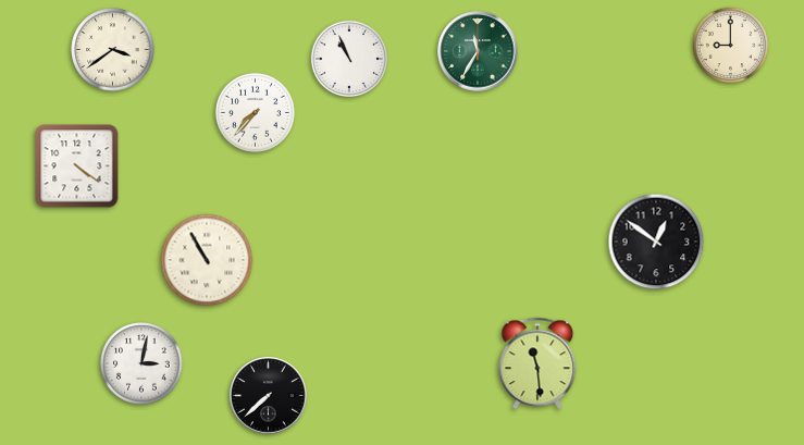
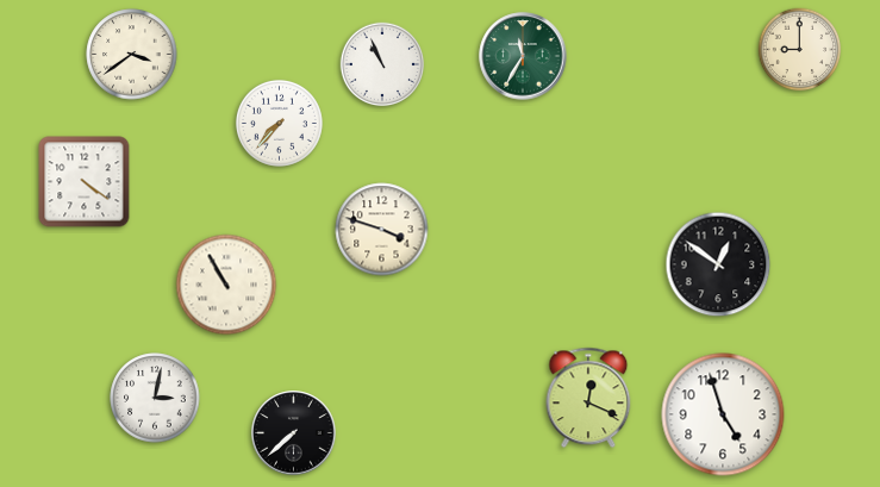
clock at (113, 50) position: (113, 50) -> (132, 55)
clock at (382, 230): none -> 3:48
clock at (537, 363): 11:29 -> 12:19
clock at (723, 414): none -> 4:57
